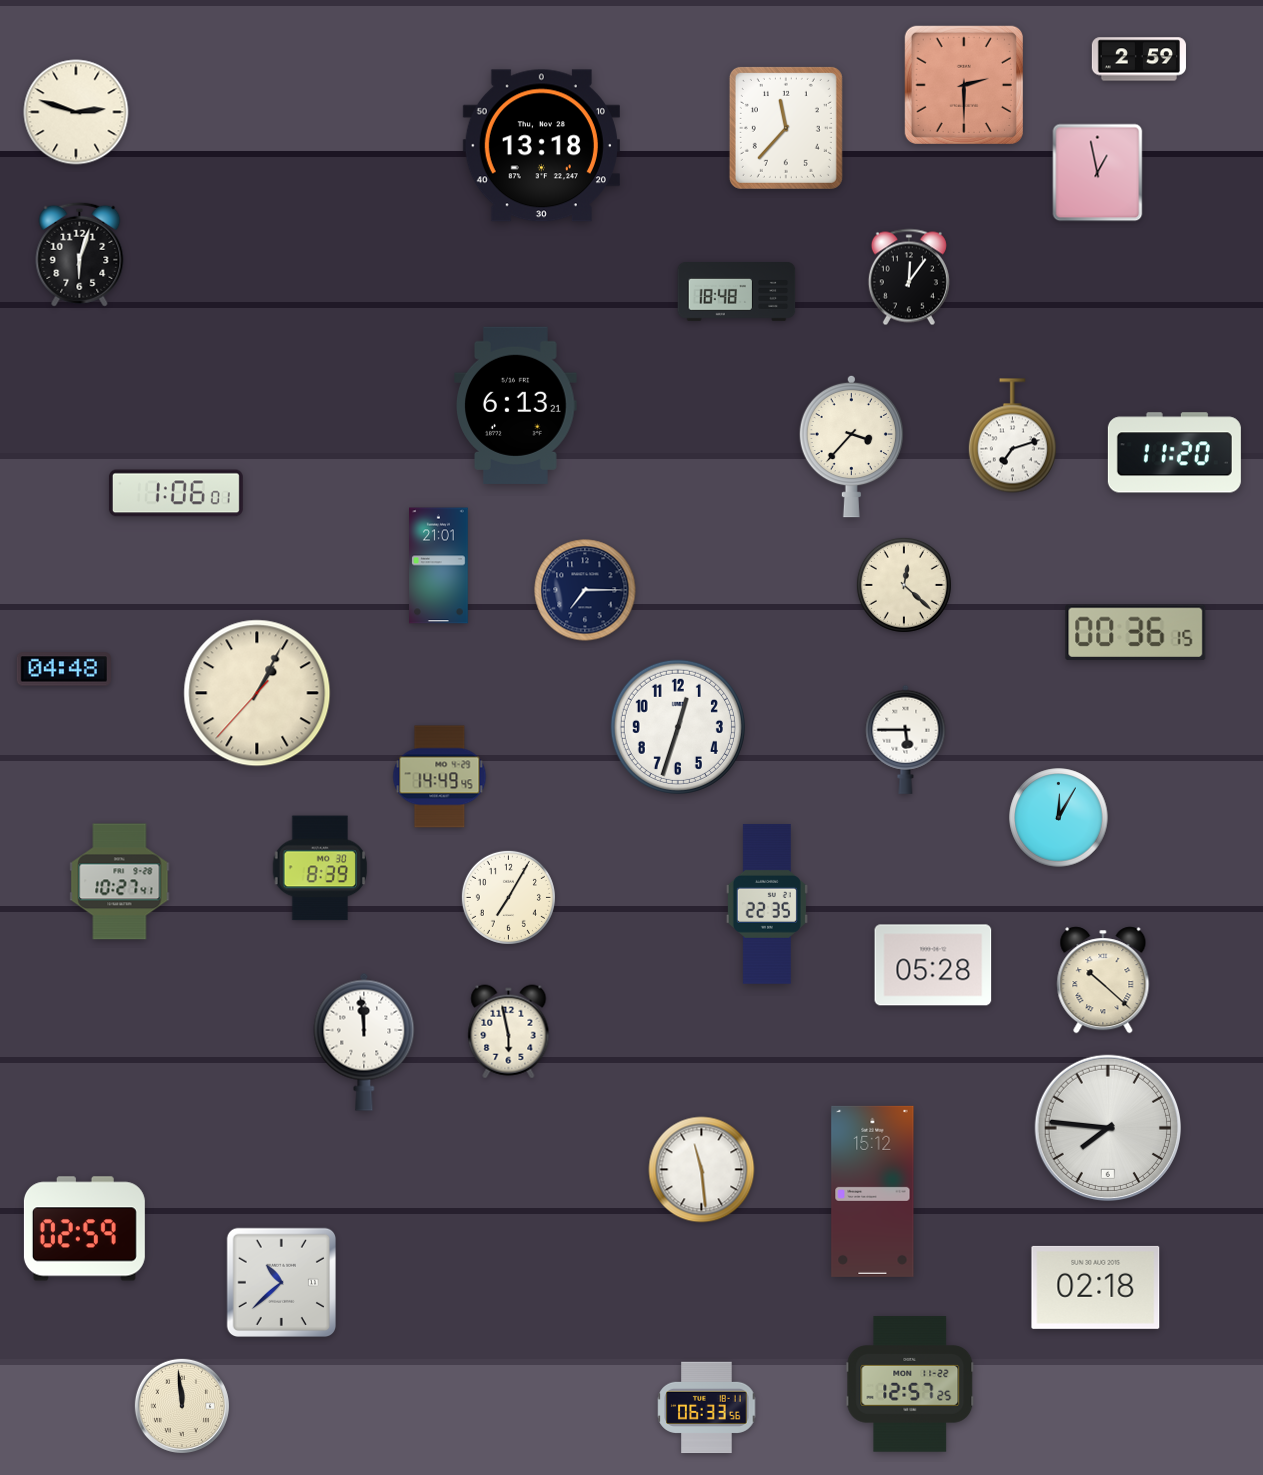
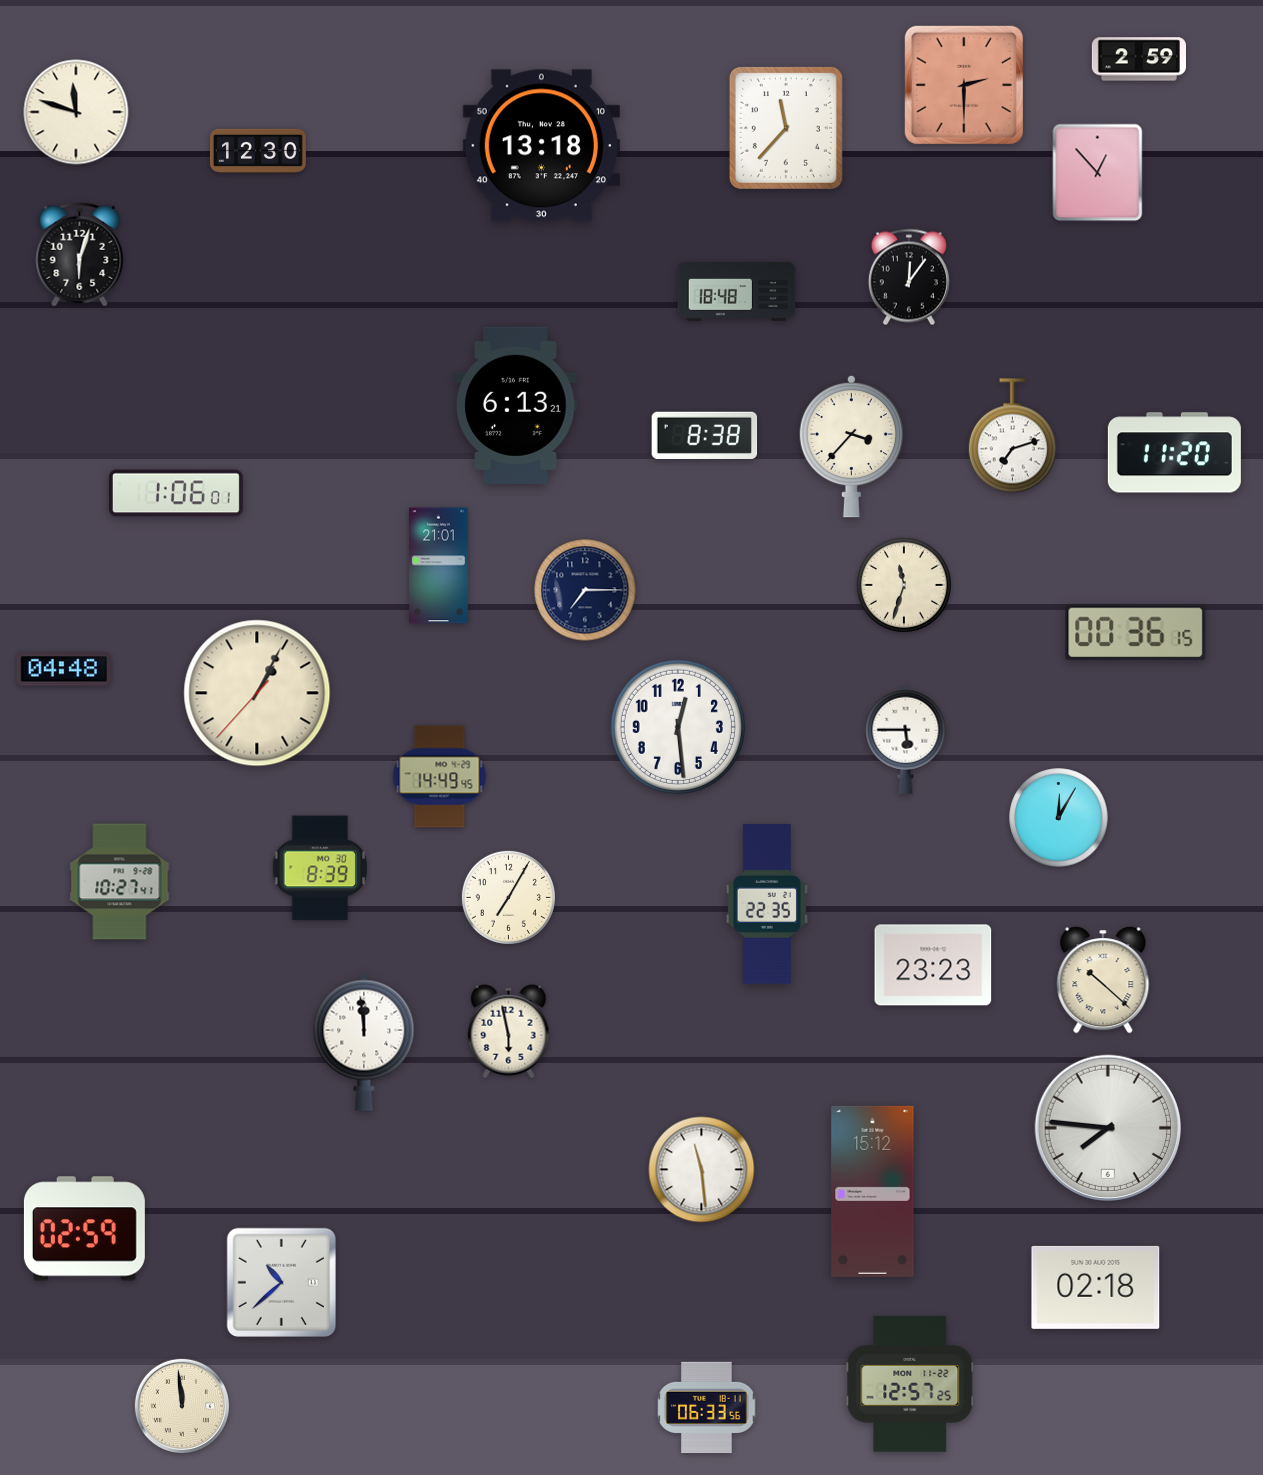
clock at (76, 112): 2:48 -> 11:48
clock at (258, 151): none -> 12:30
clock at (1098, 173): 12:58 -> 12:53
clock at (705, 435): none -> 8:38
clock at (904, 585): 12:22 -> 11:33
clock at (678, 727): 12:33 -> 12:29
clock at (933, 965): 05:28 -> 23:23
